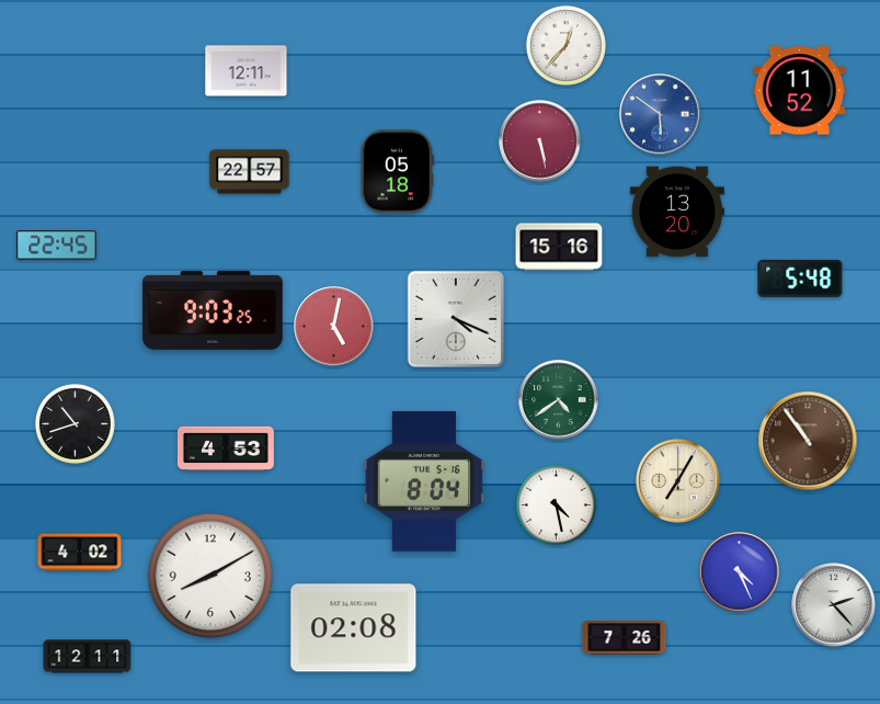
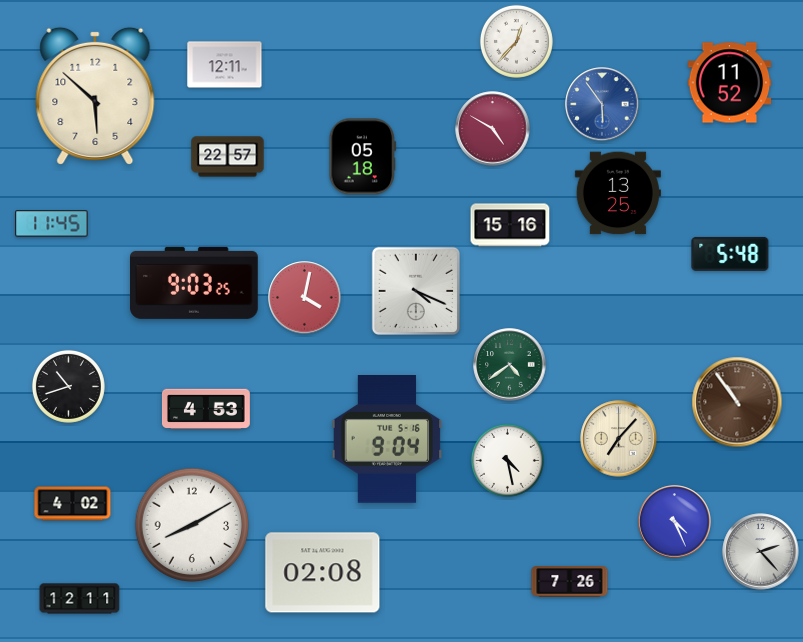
clock at (95, 96): none -> 5:52
clock at (660, 114): 5:51 -> 5:54
clock at (540, 141): 5:28 -> 4:50
clock at (677, 212): 13:20 -> 13:25
clock at (57, 246): 22:45 -> 11:45
clock at (334, 327): 5:02 -> 4:02
clock at (678, 481): 7:05 -> 7:07
clock at (424, 482): 8:04 -> 9:04
